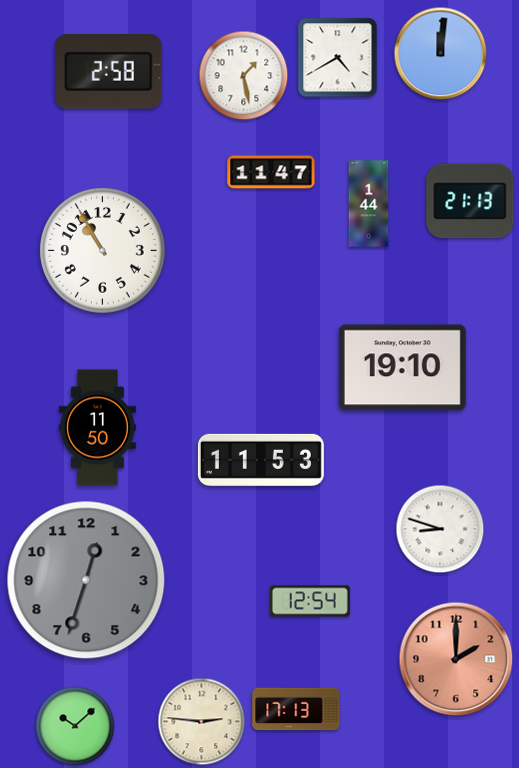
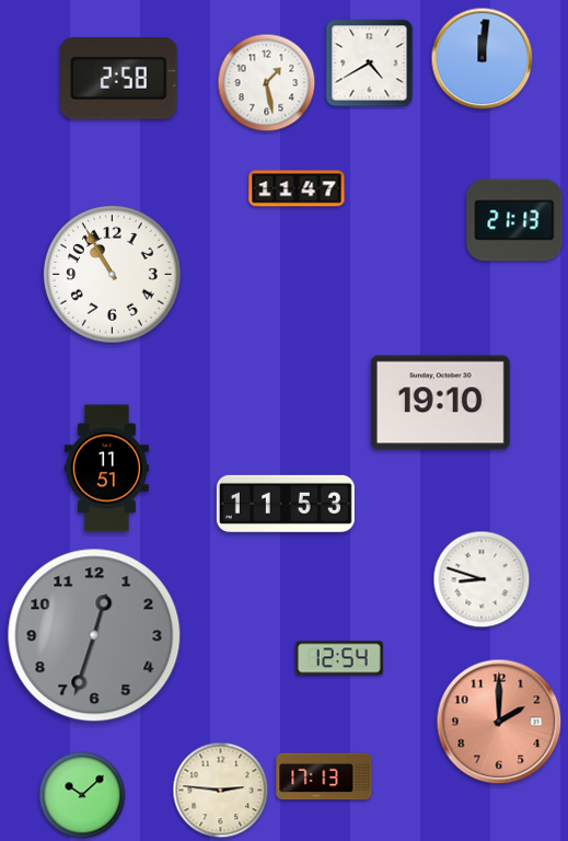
clock at (369, 204): 1:44 -> none
clock at (97, 428): 11:50 -> 11:51
